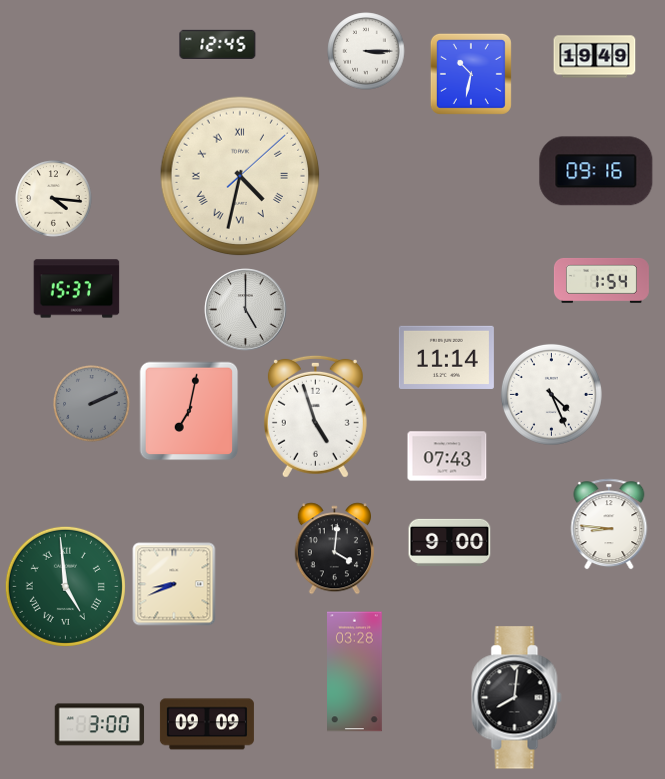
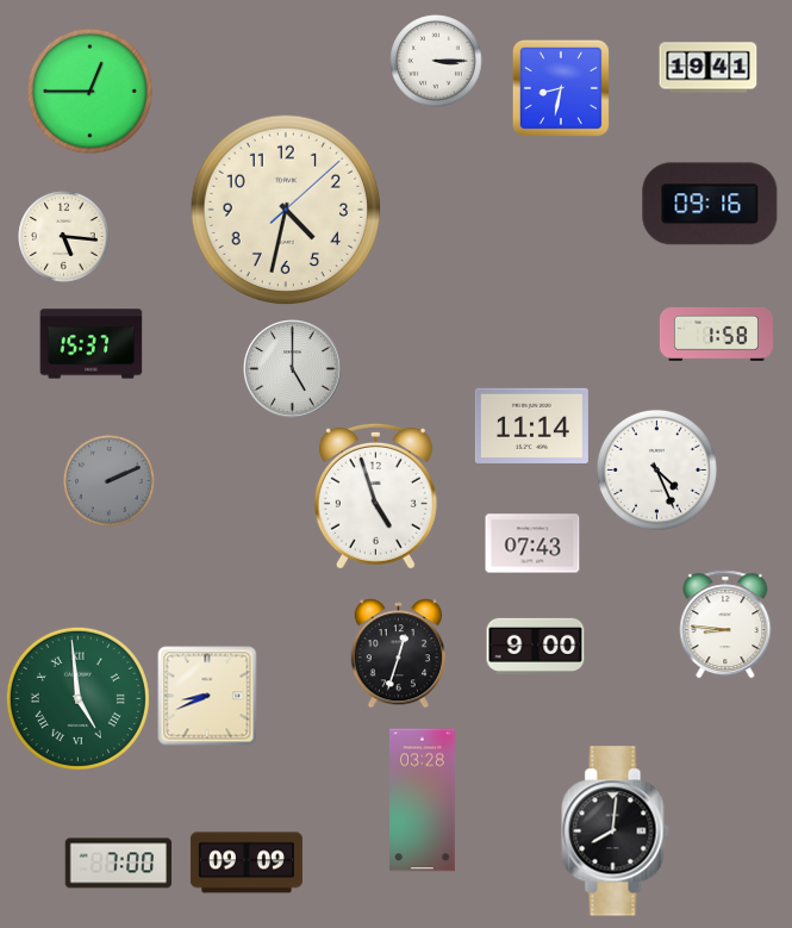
clock at (218, 44): 12:45 -> none
clock at (595, 57): 19:49 -> 19:41
clock at (471, 74): 10:32 -> 8:32
clock at (89, 91): none -> 12:45
clock at (240, 176) numerals: Roman -> Arabic
clock at (54, 199): 4:16 -> 5:16
clock at (601, 280): 1:54 -> 1:58
clock at (189, 411): 7:02 -> none
clock at (334, 549): 4:01 -> 12:33
clock at (100, 725): 3:00 -> 7:00
